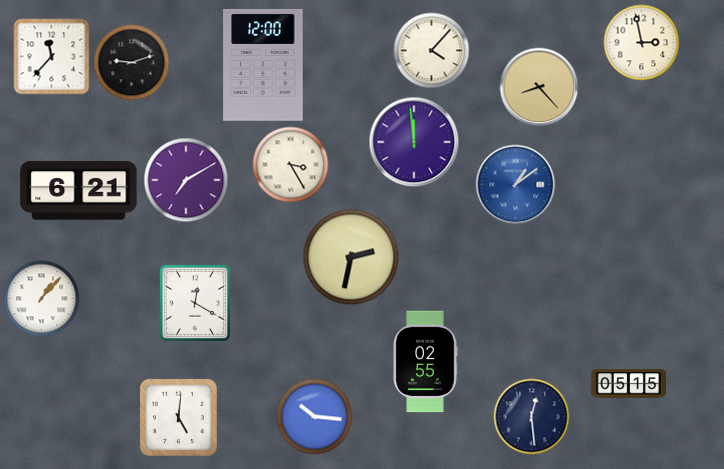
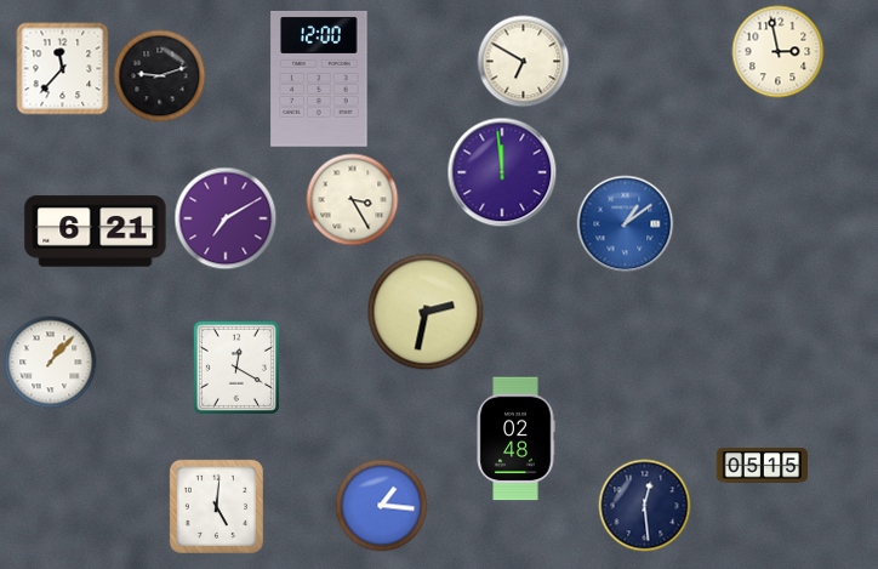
clock at (432, 51): 4:07 -> 6:50
clock at (539, 87): 8:23 -> none
clock at (425, 362): 02:55 -> 02:48
clock at (315, 417): 10:16 -> 1:16
